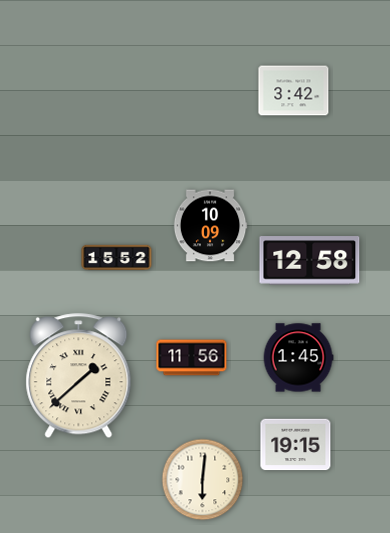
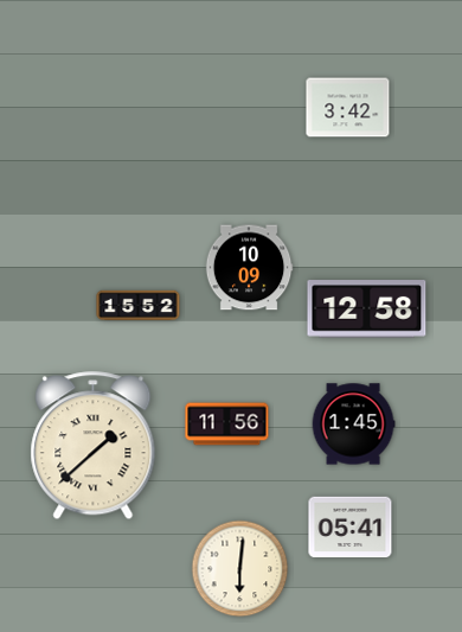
clock at (296, 445): 19:15 -> 05:41
